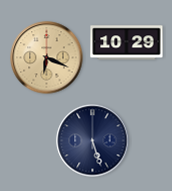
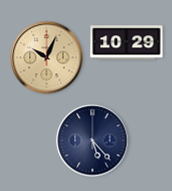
clock at (47, 58): 6:19 -> 10:04
clock at (93, 141): 5:27 -> 5:23
